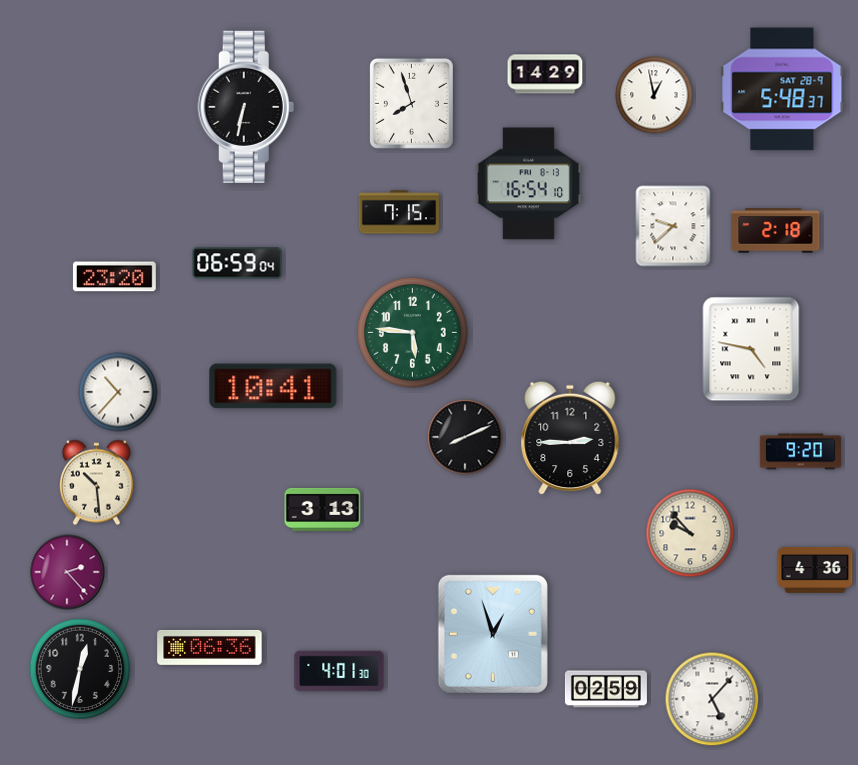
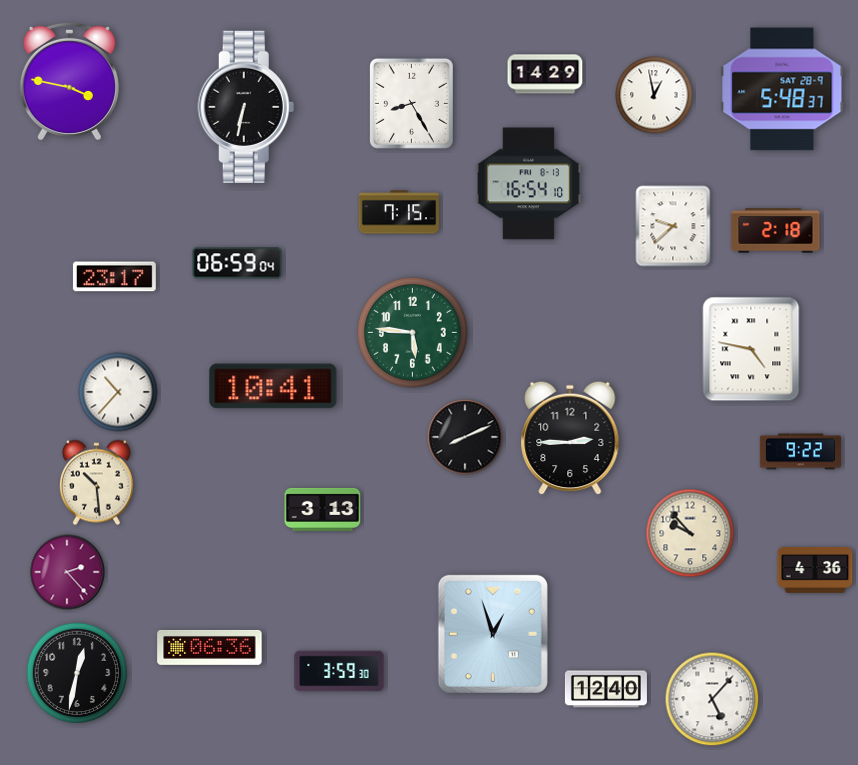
clock at (69, 80): none -> 3:47
clock at (411, 103): 7:57 -> 8:25
clock at (114, 277): 23:20 -> 23:17
clock at (800, 452): 9:20 -> 9:22
clock at (79, 668) position: (79, 668) -> (76, 672)
clock at (339, 671): 4:01 -> 3:59
clock at (606, 689): 02:59 -> 12:40
